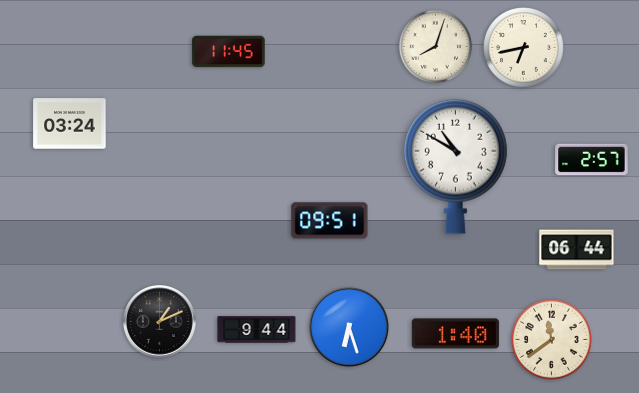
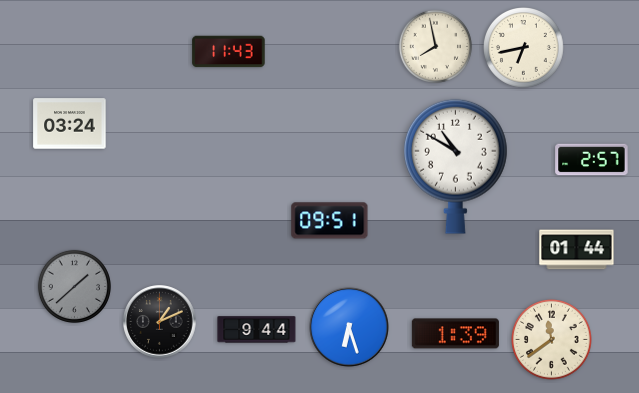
clock at (435, 46): 8:03 -> 7:58
clock at (229, 52): 11:45 -> 11:43
clock at (577, 250): 06:44 -> 01:44
clock at (74, 286): none -> 1:38
clock at (455, 334): 1:40 -> 1:39
